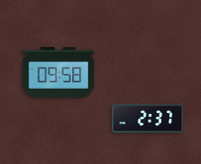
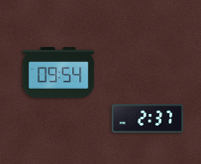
clock at (59, 73): 09:58 -> 09:54
